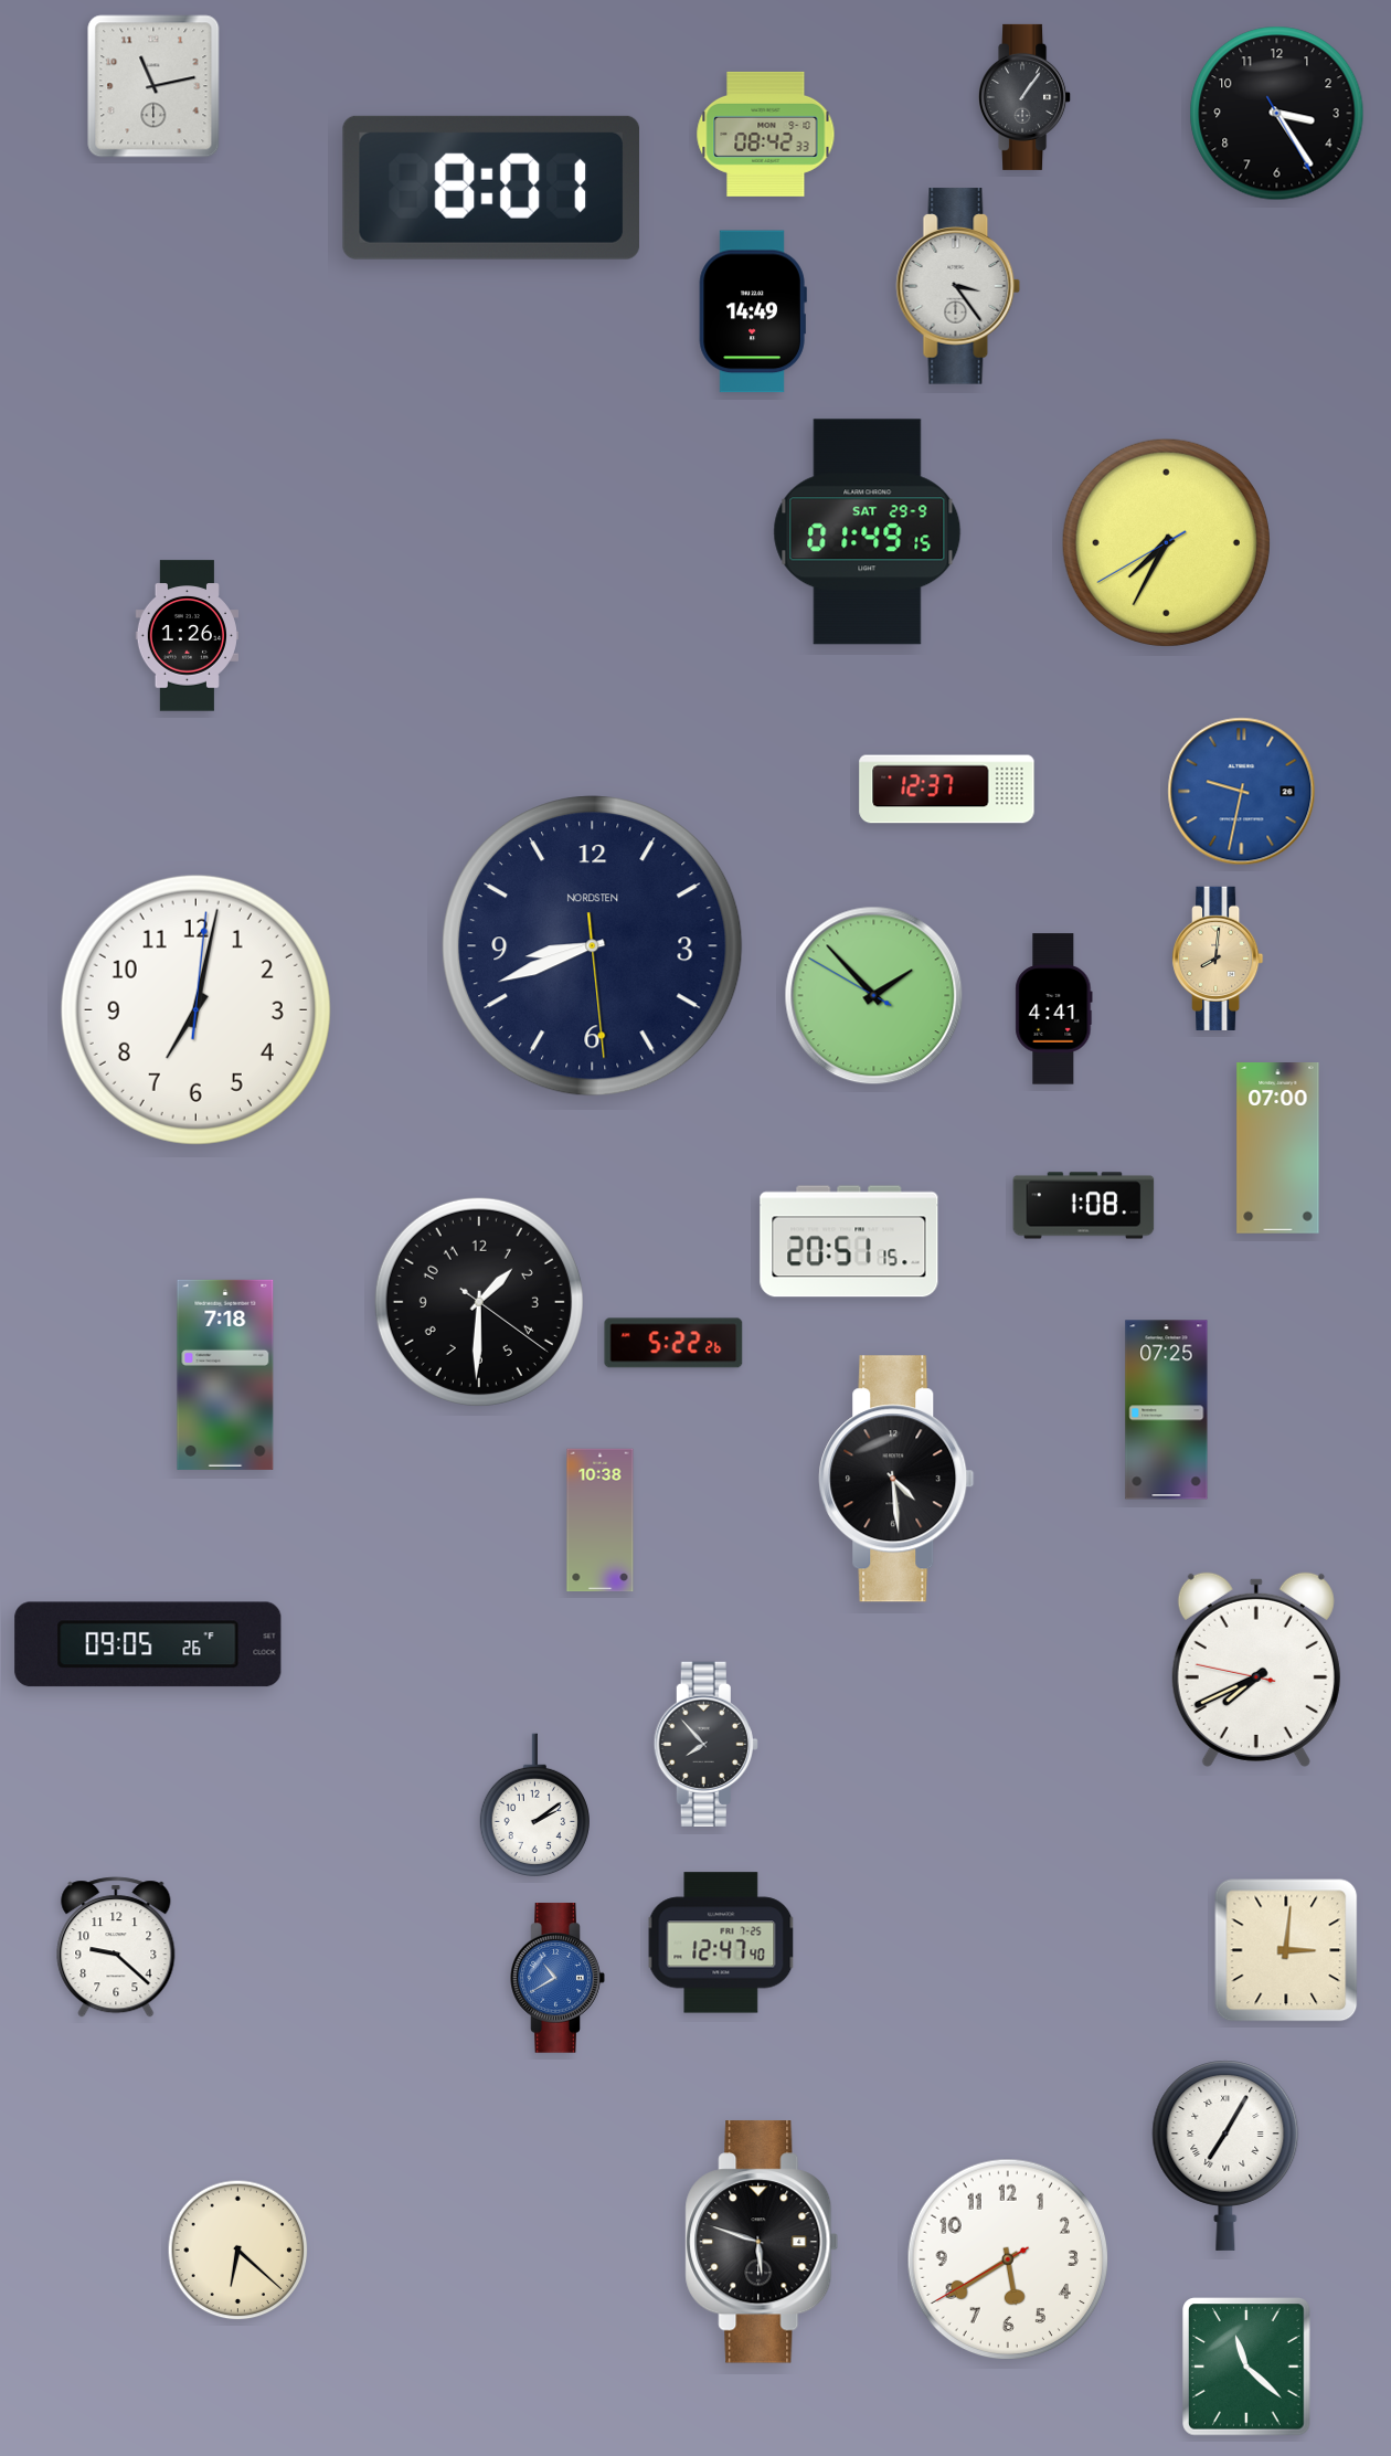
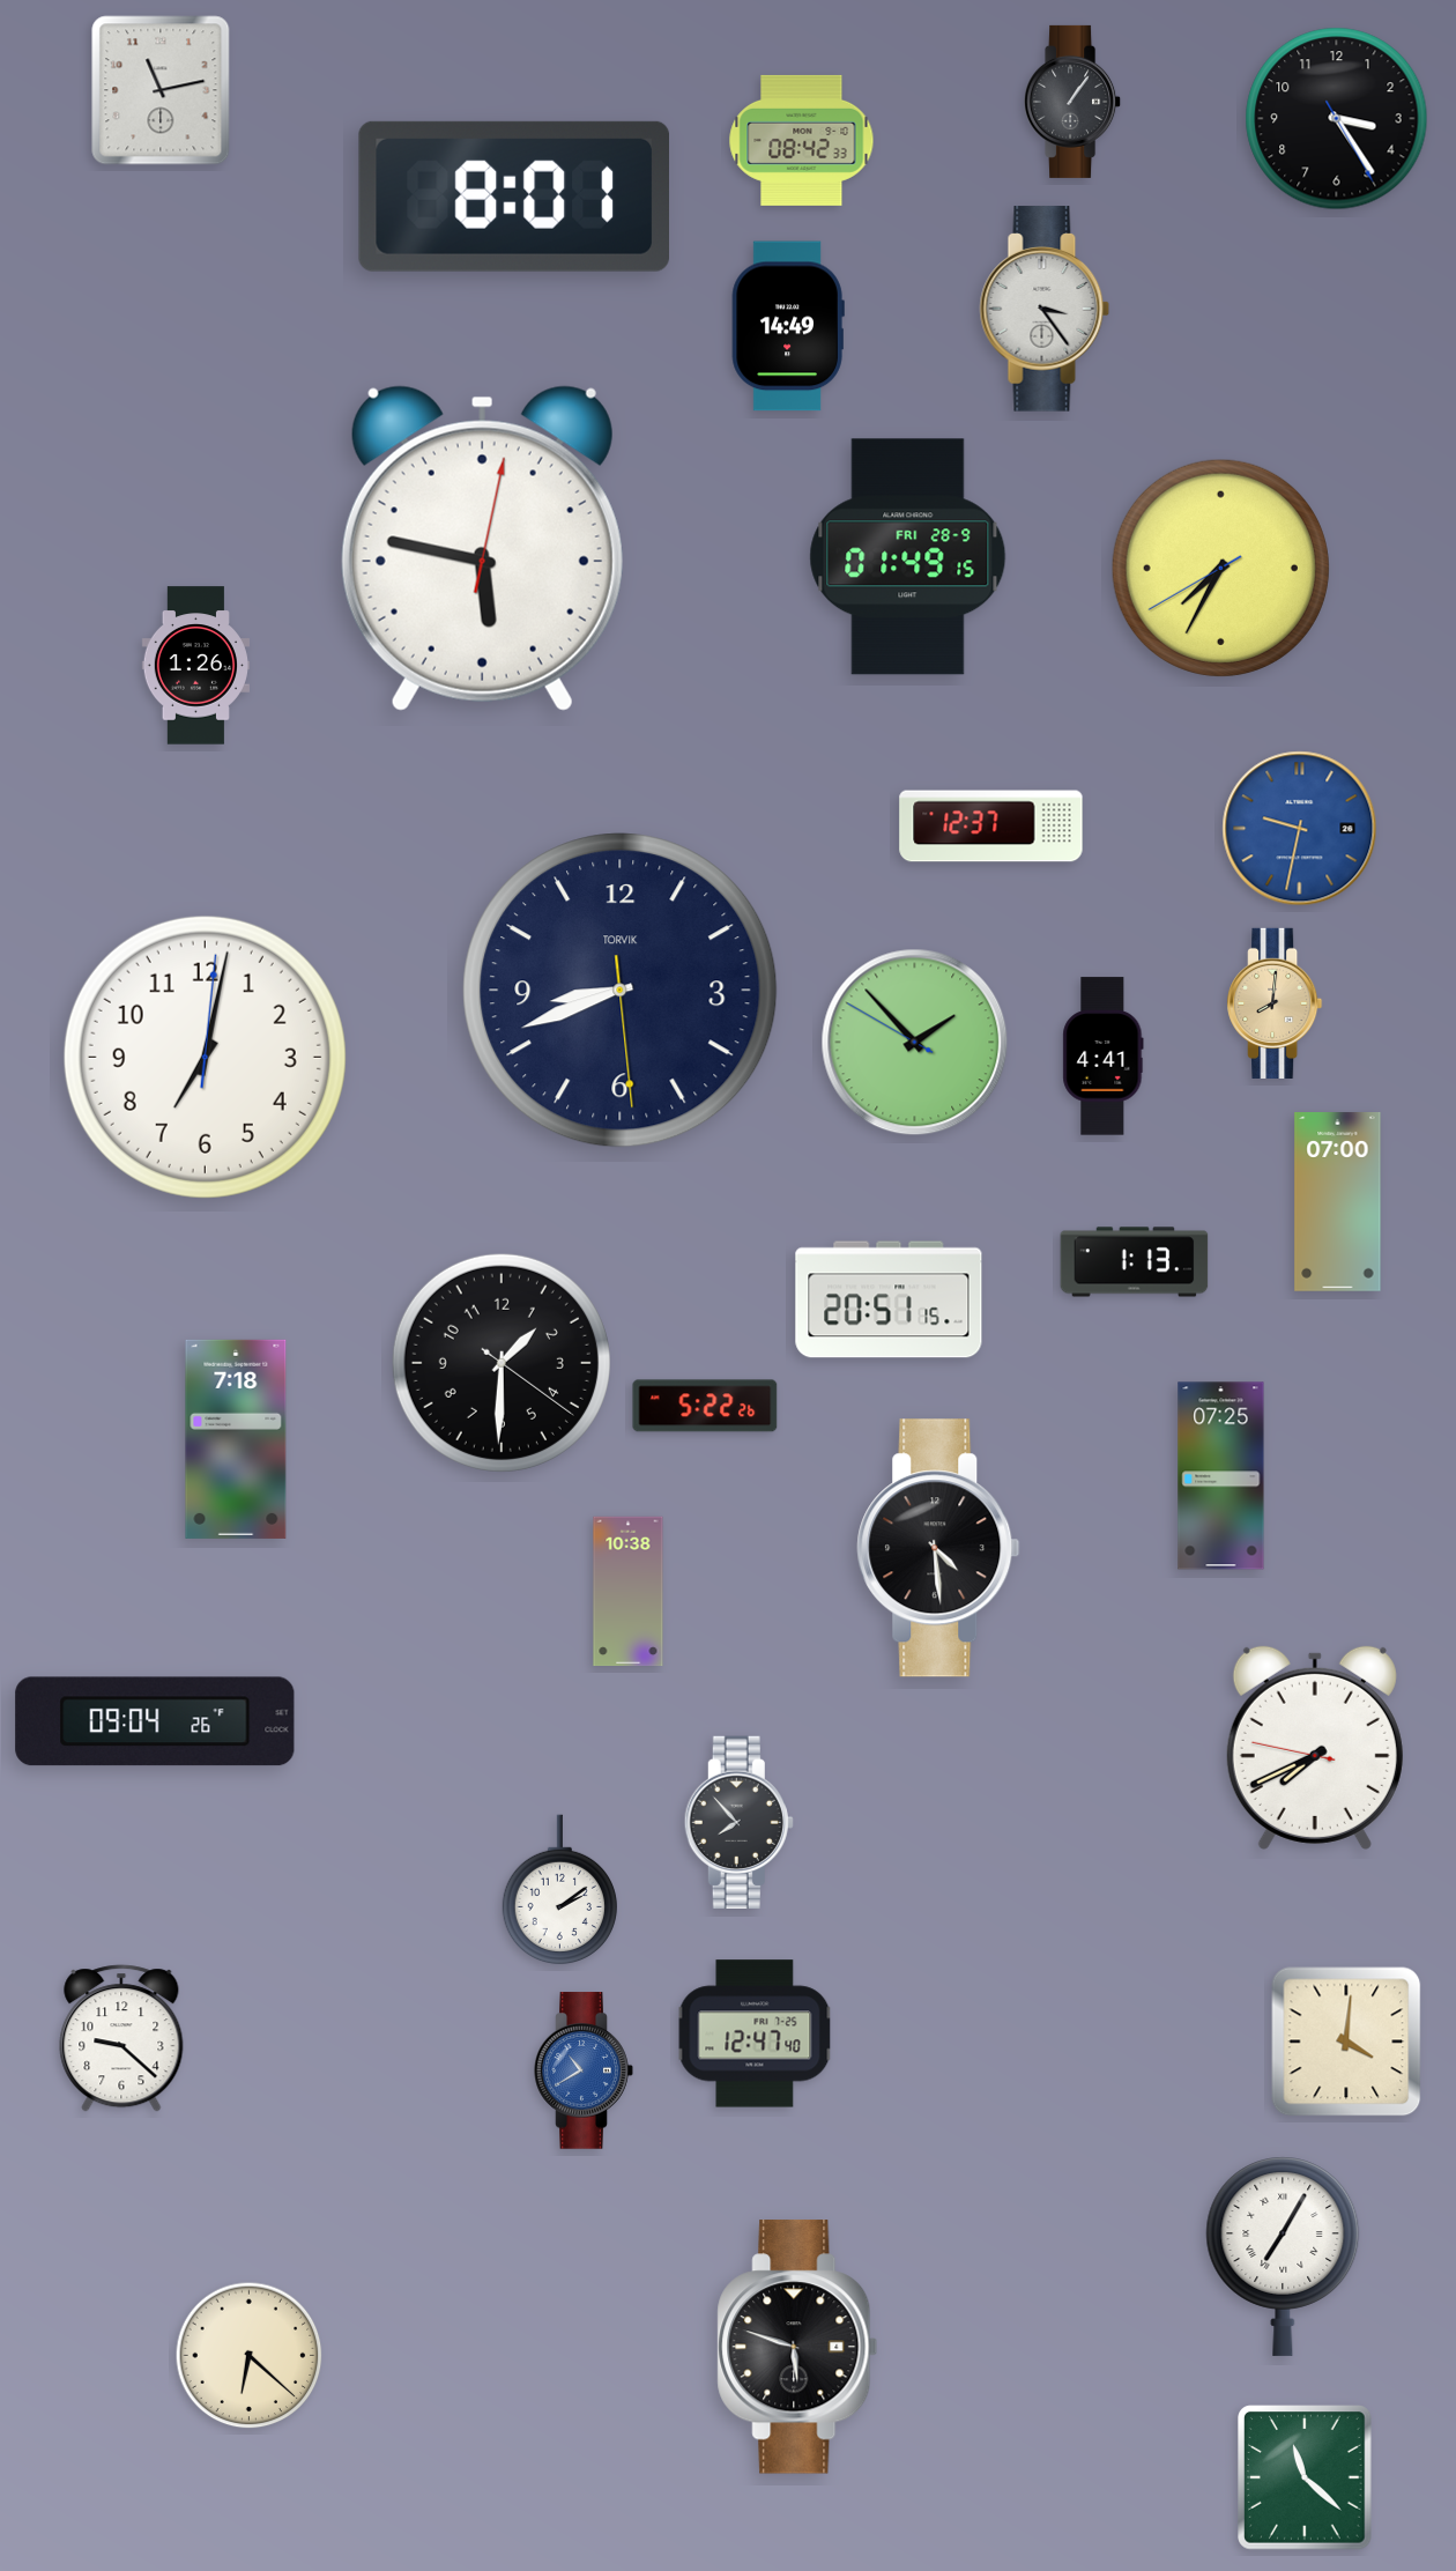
clock at (958, 286) position: (958, 286) -> (1045, 309)
clock at (482, 548): none -> 5:47
clock at (868, 532) date: SAT 29-9 -> FRI 28-9
clock at (593, 946) brand: NORDSTEN -> TORVIK
clock at (1084, 1206): 1:08 -> 1:13
clock at (148, 1644): 09:05 -> 09:04
clock at (705, 1744) position: (705, 1744) -> (738, 1822)
clock at (1286, 1950): 3:01 -> 4:01
clock at (1008, 2259): 5:39 -> none
